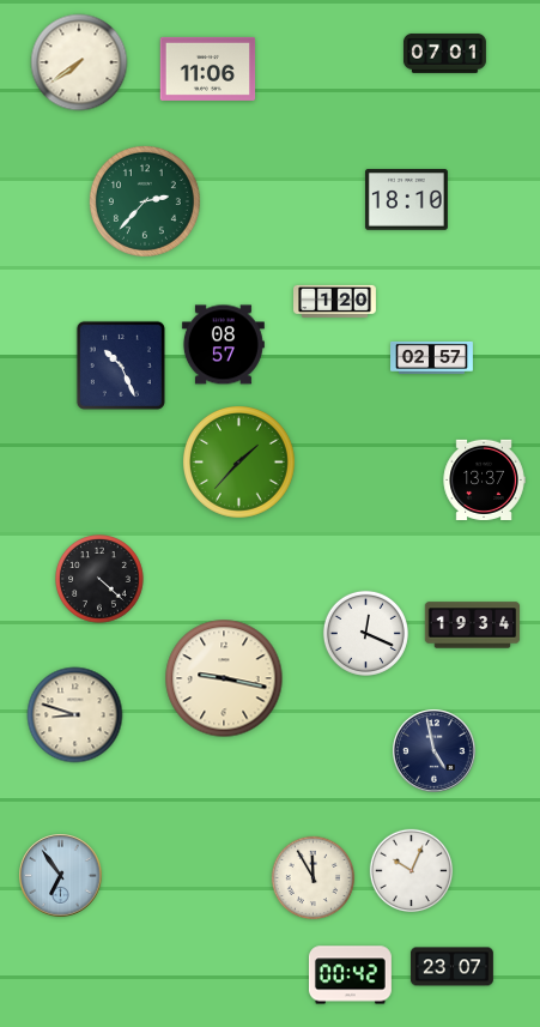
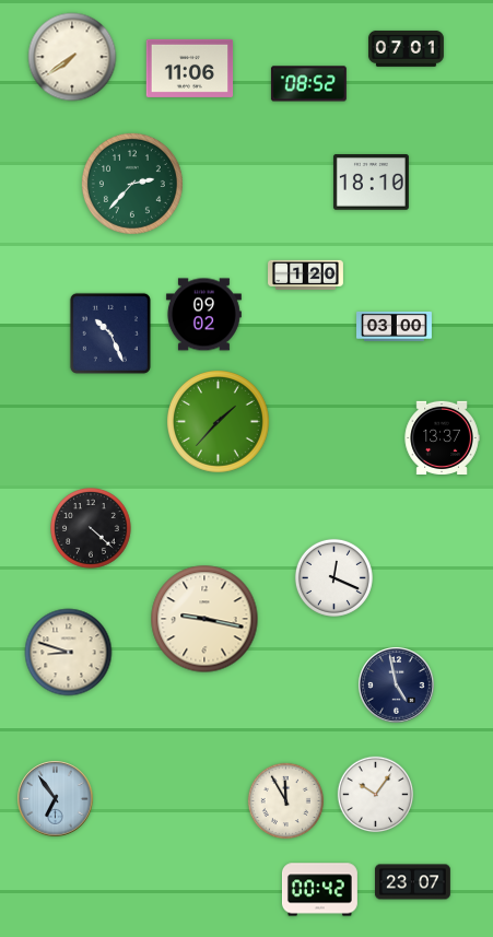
clock at (208, 68) position: (208, 68) -> (190, 68)
clock at (308, 84): none -> 08:52
clock at (223, 345): 08:57 -> 09:02
clock at (432, 357): 02:57 -> 03:00
clock at (473, 626): 19:34 -> none
clock at (412, 871): 10:04 -> 10:06
